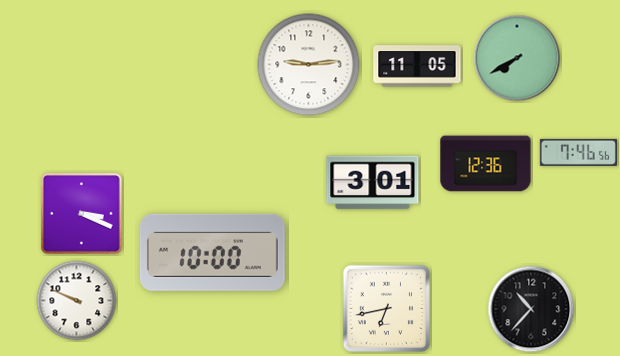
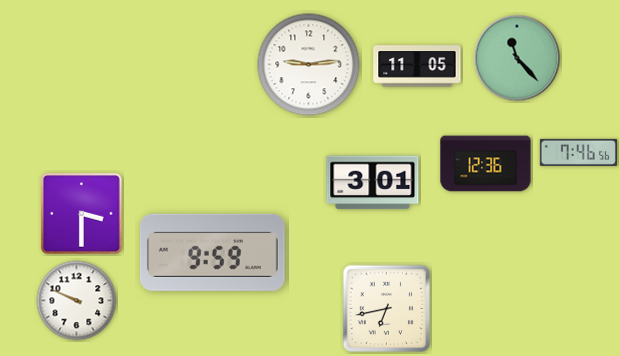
clock at (517, 58): 7:40 -> 11:23
clock at (82, 214): 3:19 -> 3:30
clock at (212, 252): 10:00 -> 9:59
clock at (531, 309): 10:37 -> none
